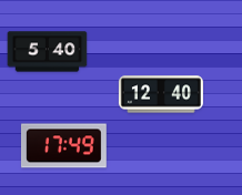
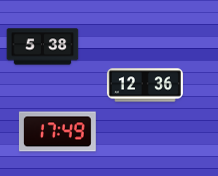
clock at (48, 52): 5:40 -> 5:38
clock at (161, 94): 12:40 -> 12:36
